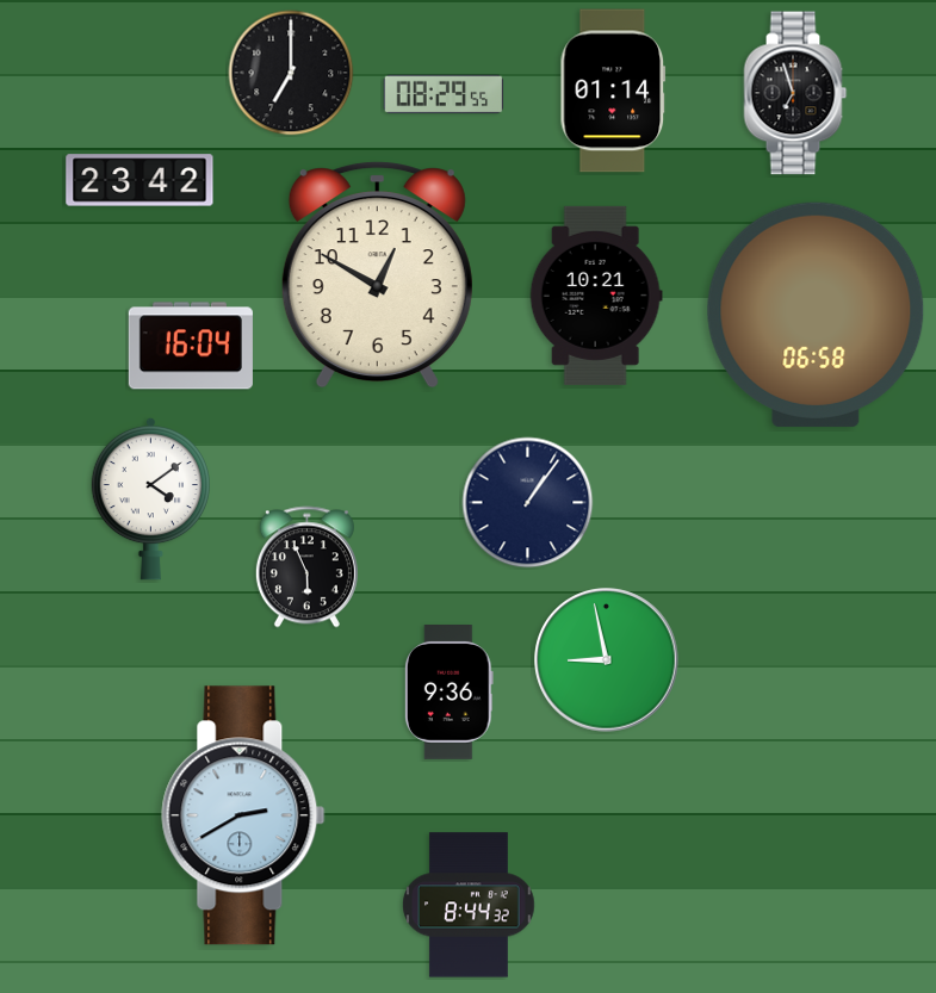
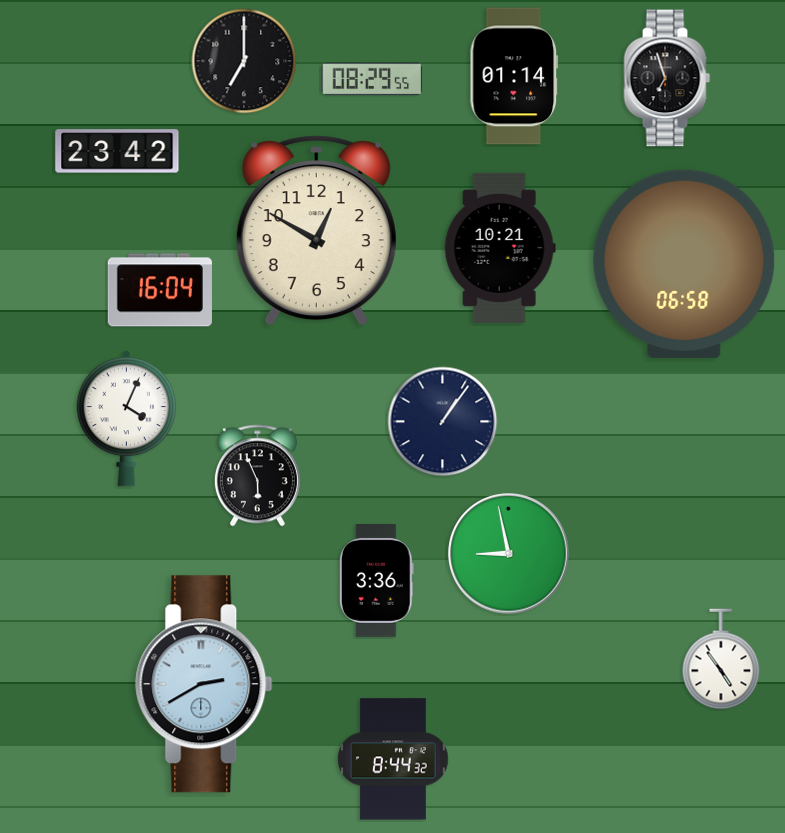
clock at (150, 498): 4:09 -> 4:04
clock at (448, 693): 9:36 -> 3:36
clock at (721, 659): none -> 4:54
